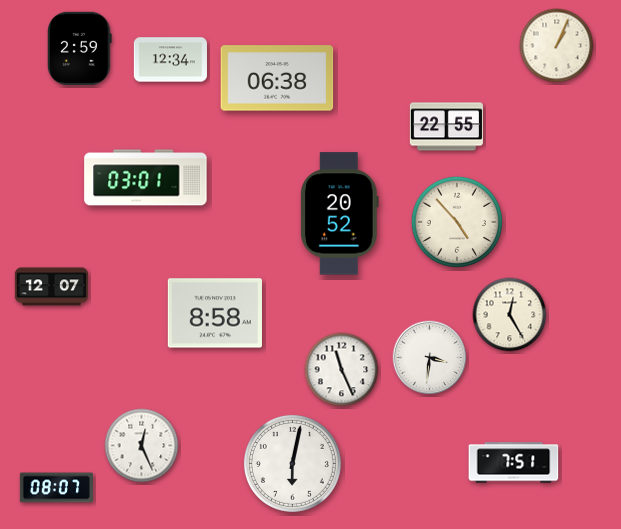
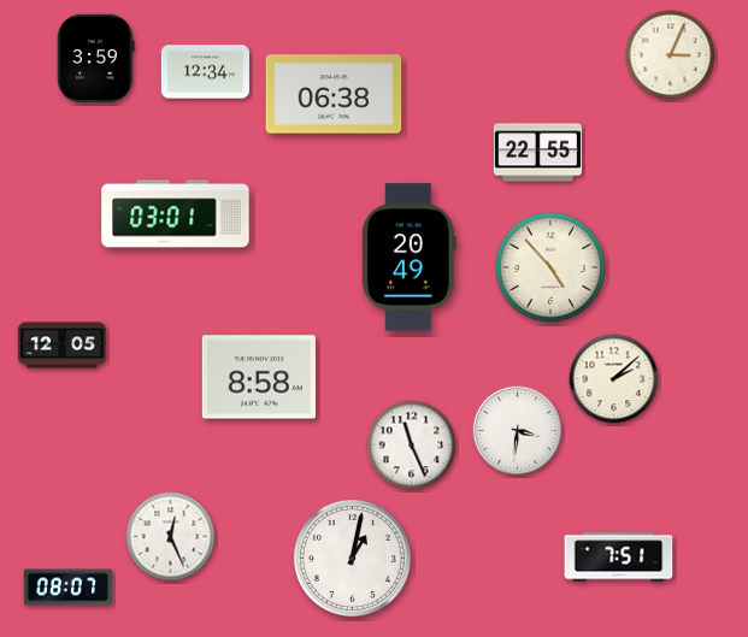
clock at (557, 46): 1:04 -> 3:04
clock at (80, 48): 2:59 -> 3:59
clock at (340, 214): 20:52 -> 20:49
clock at (51, 287): 12:07 -> 12:05
clock at (510, 315): 12:25 -> 2:08
clock at (292, 463): 6:02 -> 1:02
